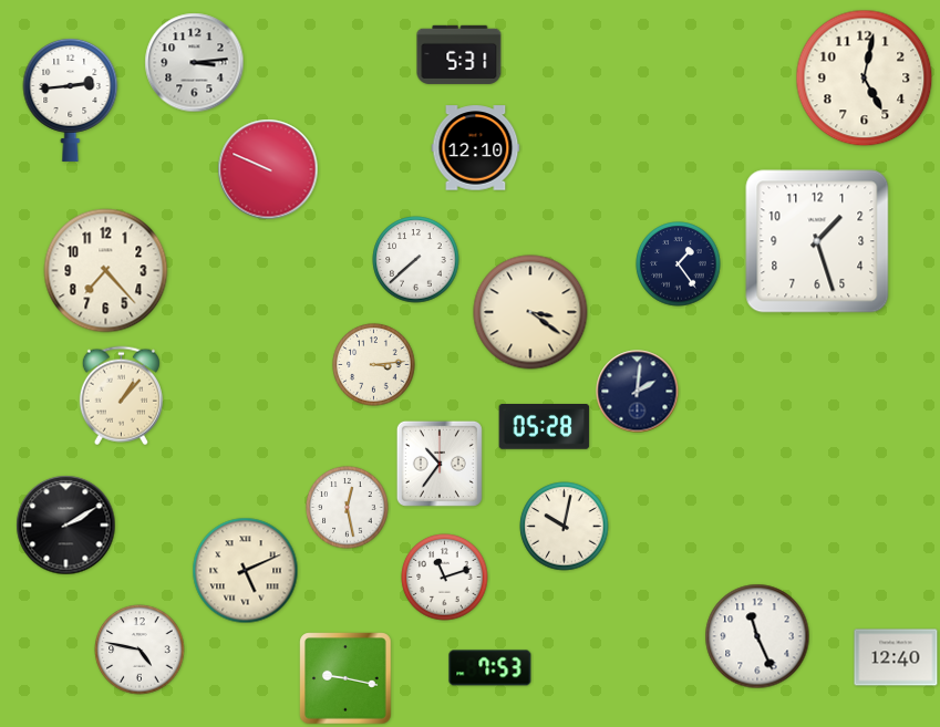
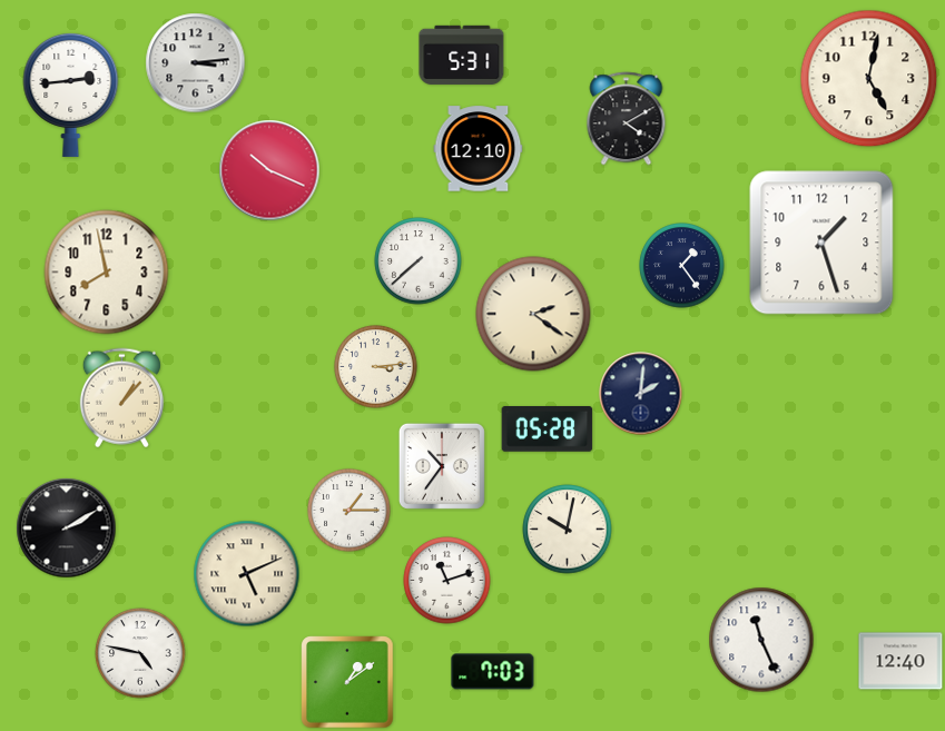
clock at (71, 100) position: (71, 100) -> (71, 95)
clock at (627, 119): none -> 4:10
clock at (268, 169): 9:49 -> 10:19
clock at (106, 271): 7:23 -> 7:58
clock at (530, 312): 3:21 -> 2:21
clock at (348, 508): 12:28 -> 1:15
clock at (490, 668): 7:53 -> 7:03
clock at (345, 678): 9:17 -> 1:09
